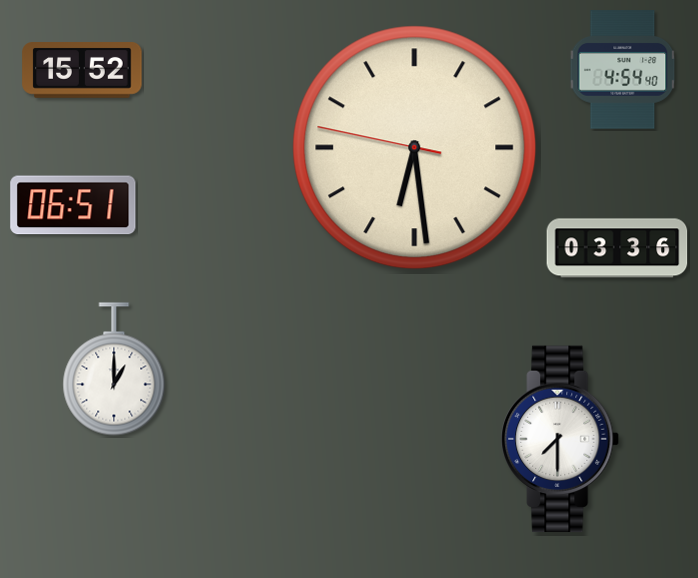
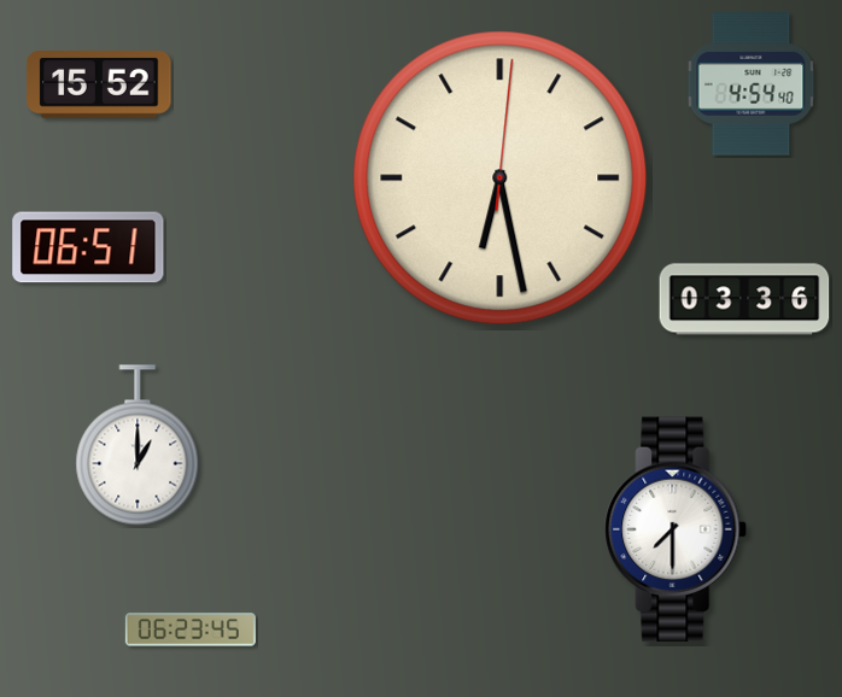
clock at (415, 148): 6:28:47 -> 6:28:01
clock at (191, 629): none -> 06:23
